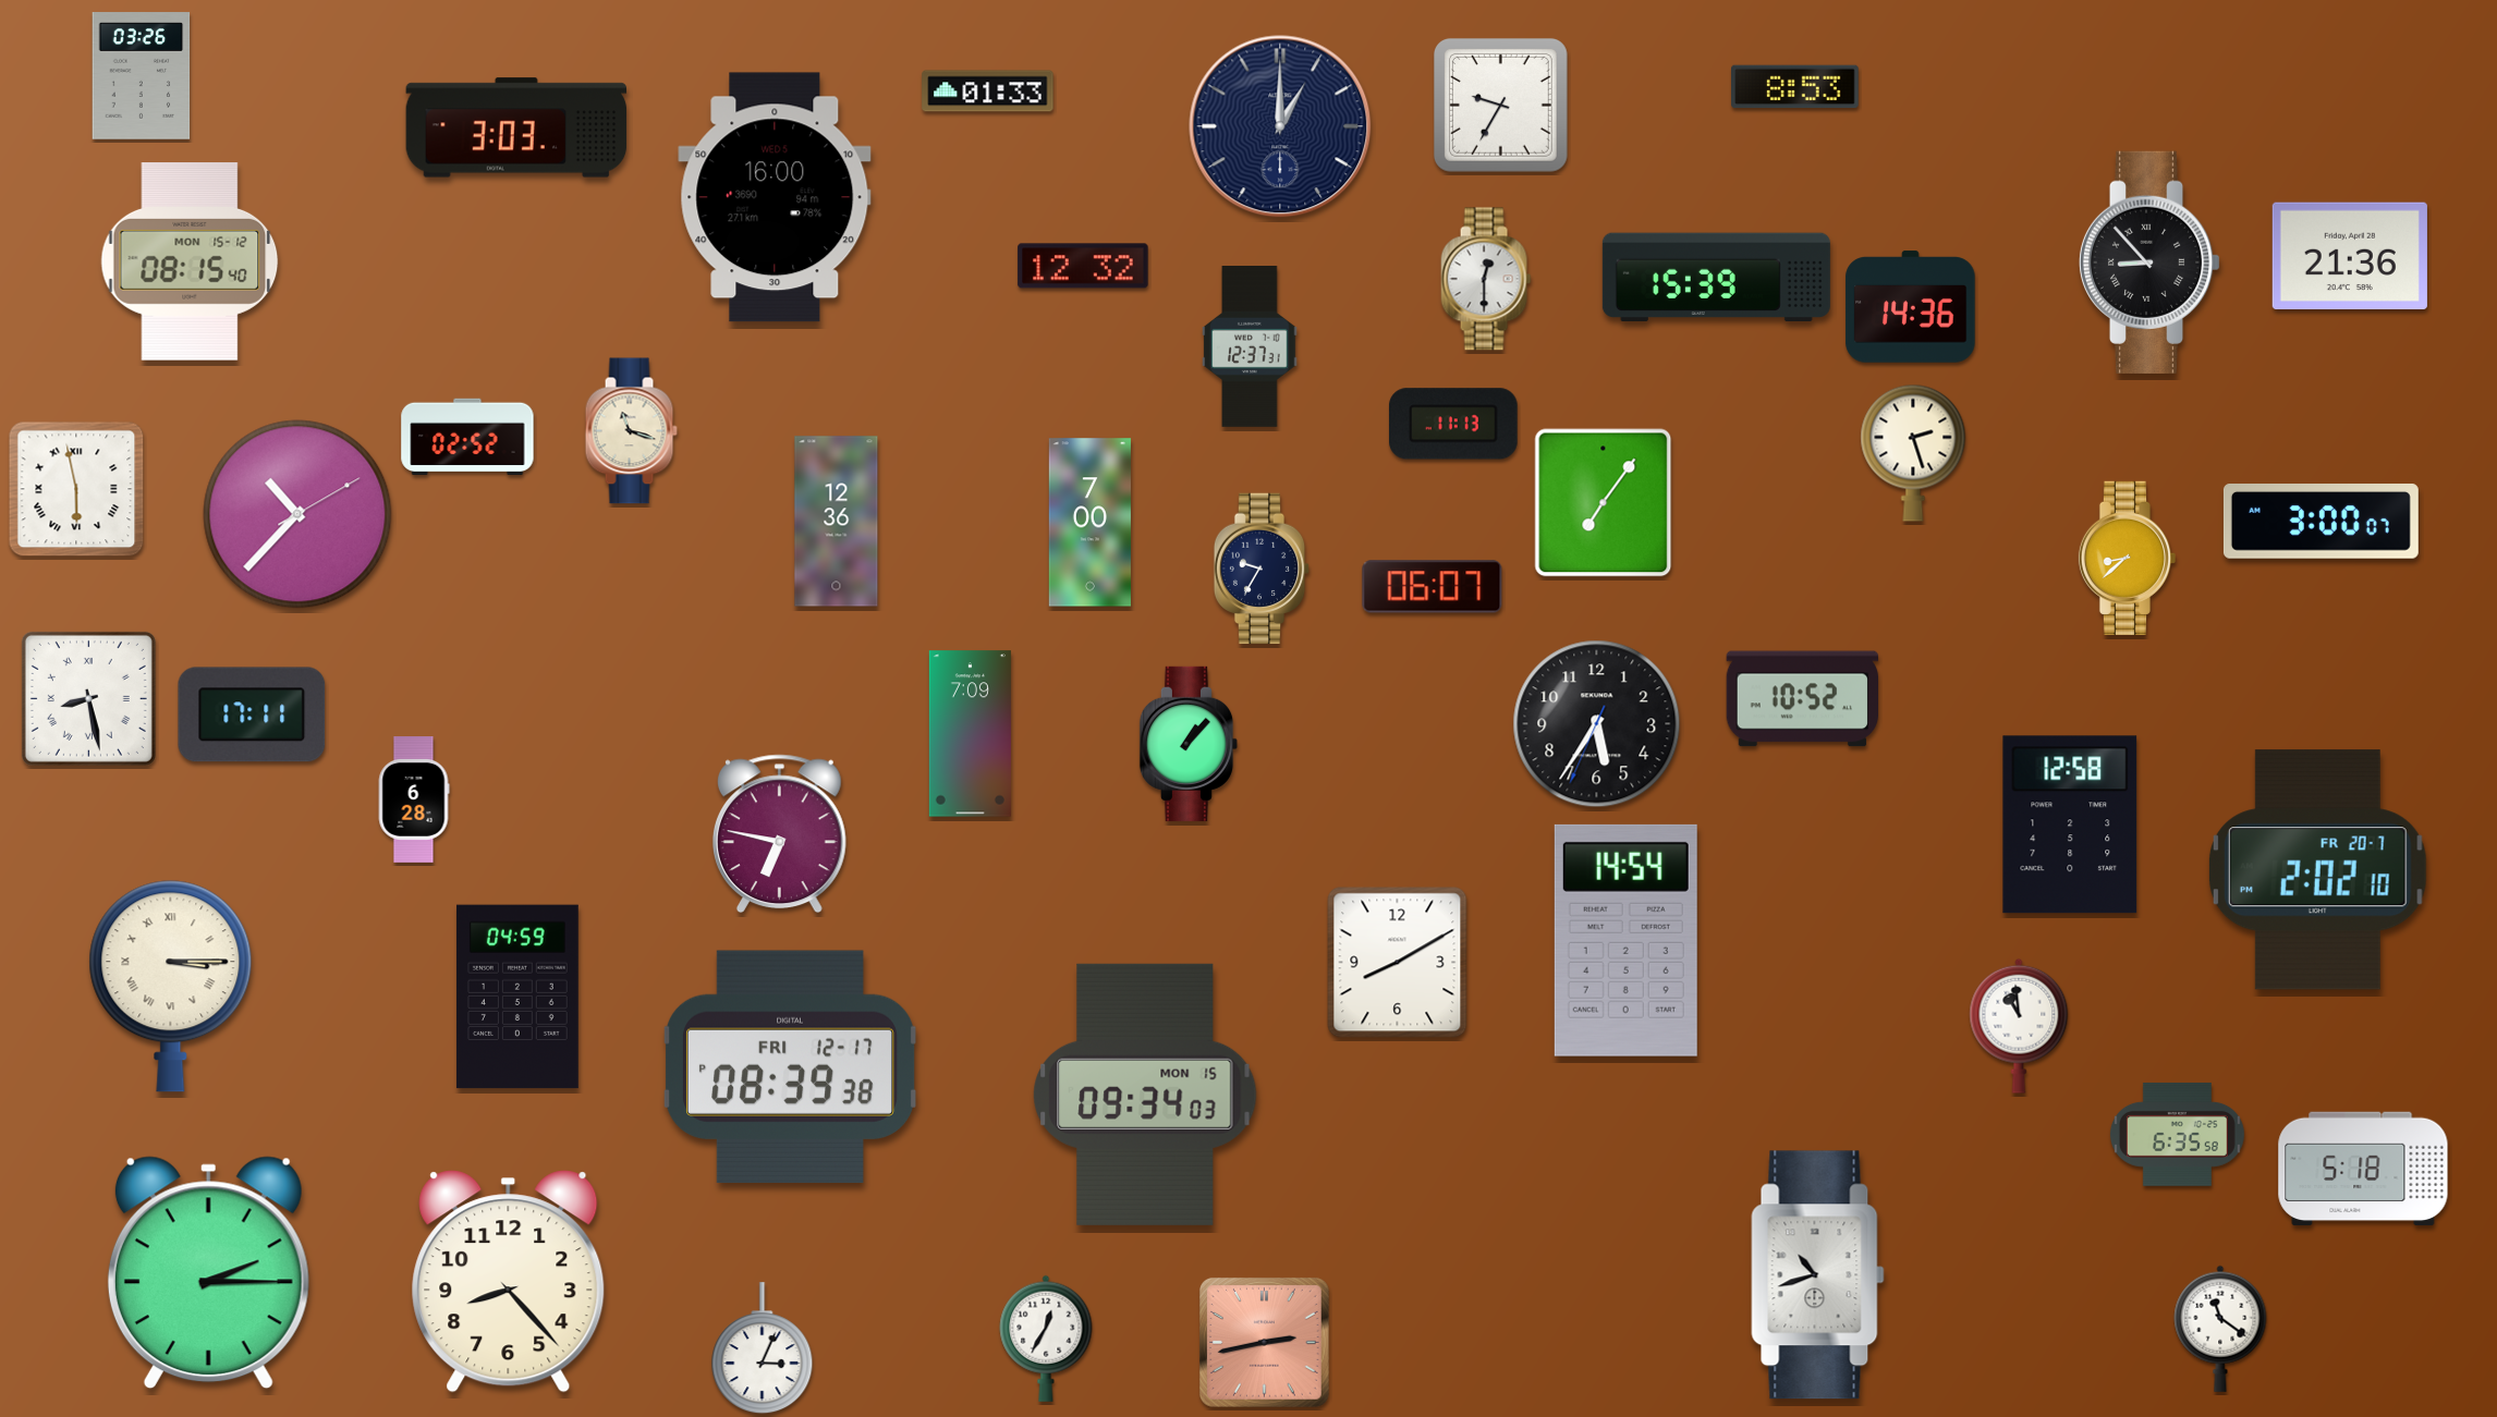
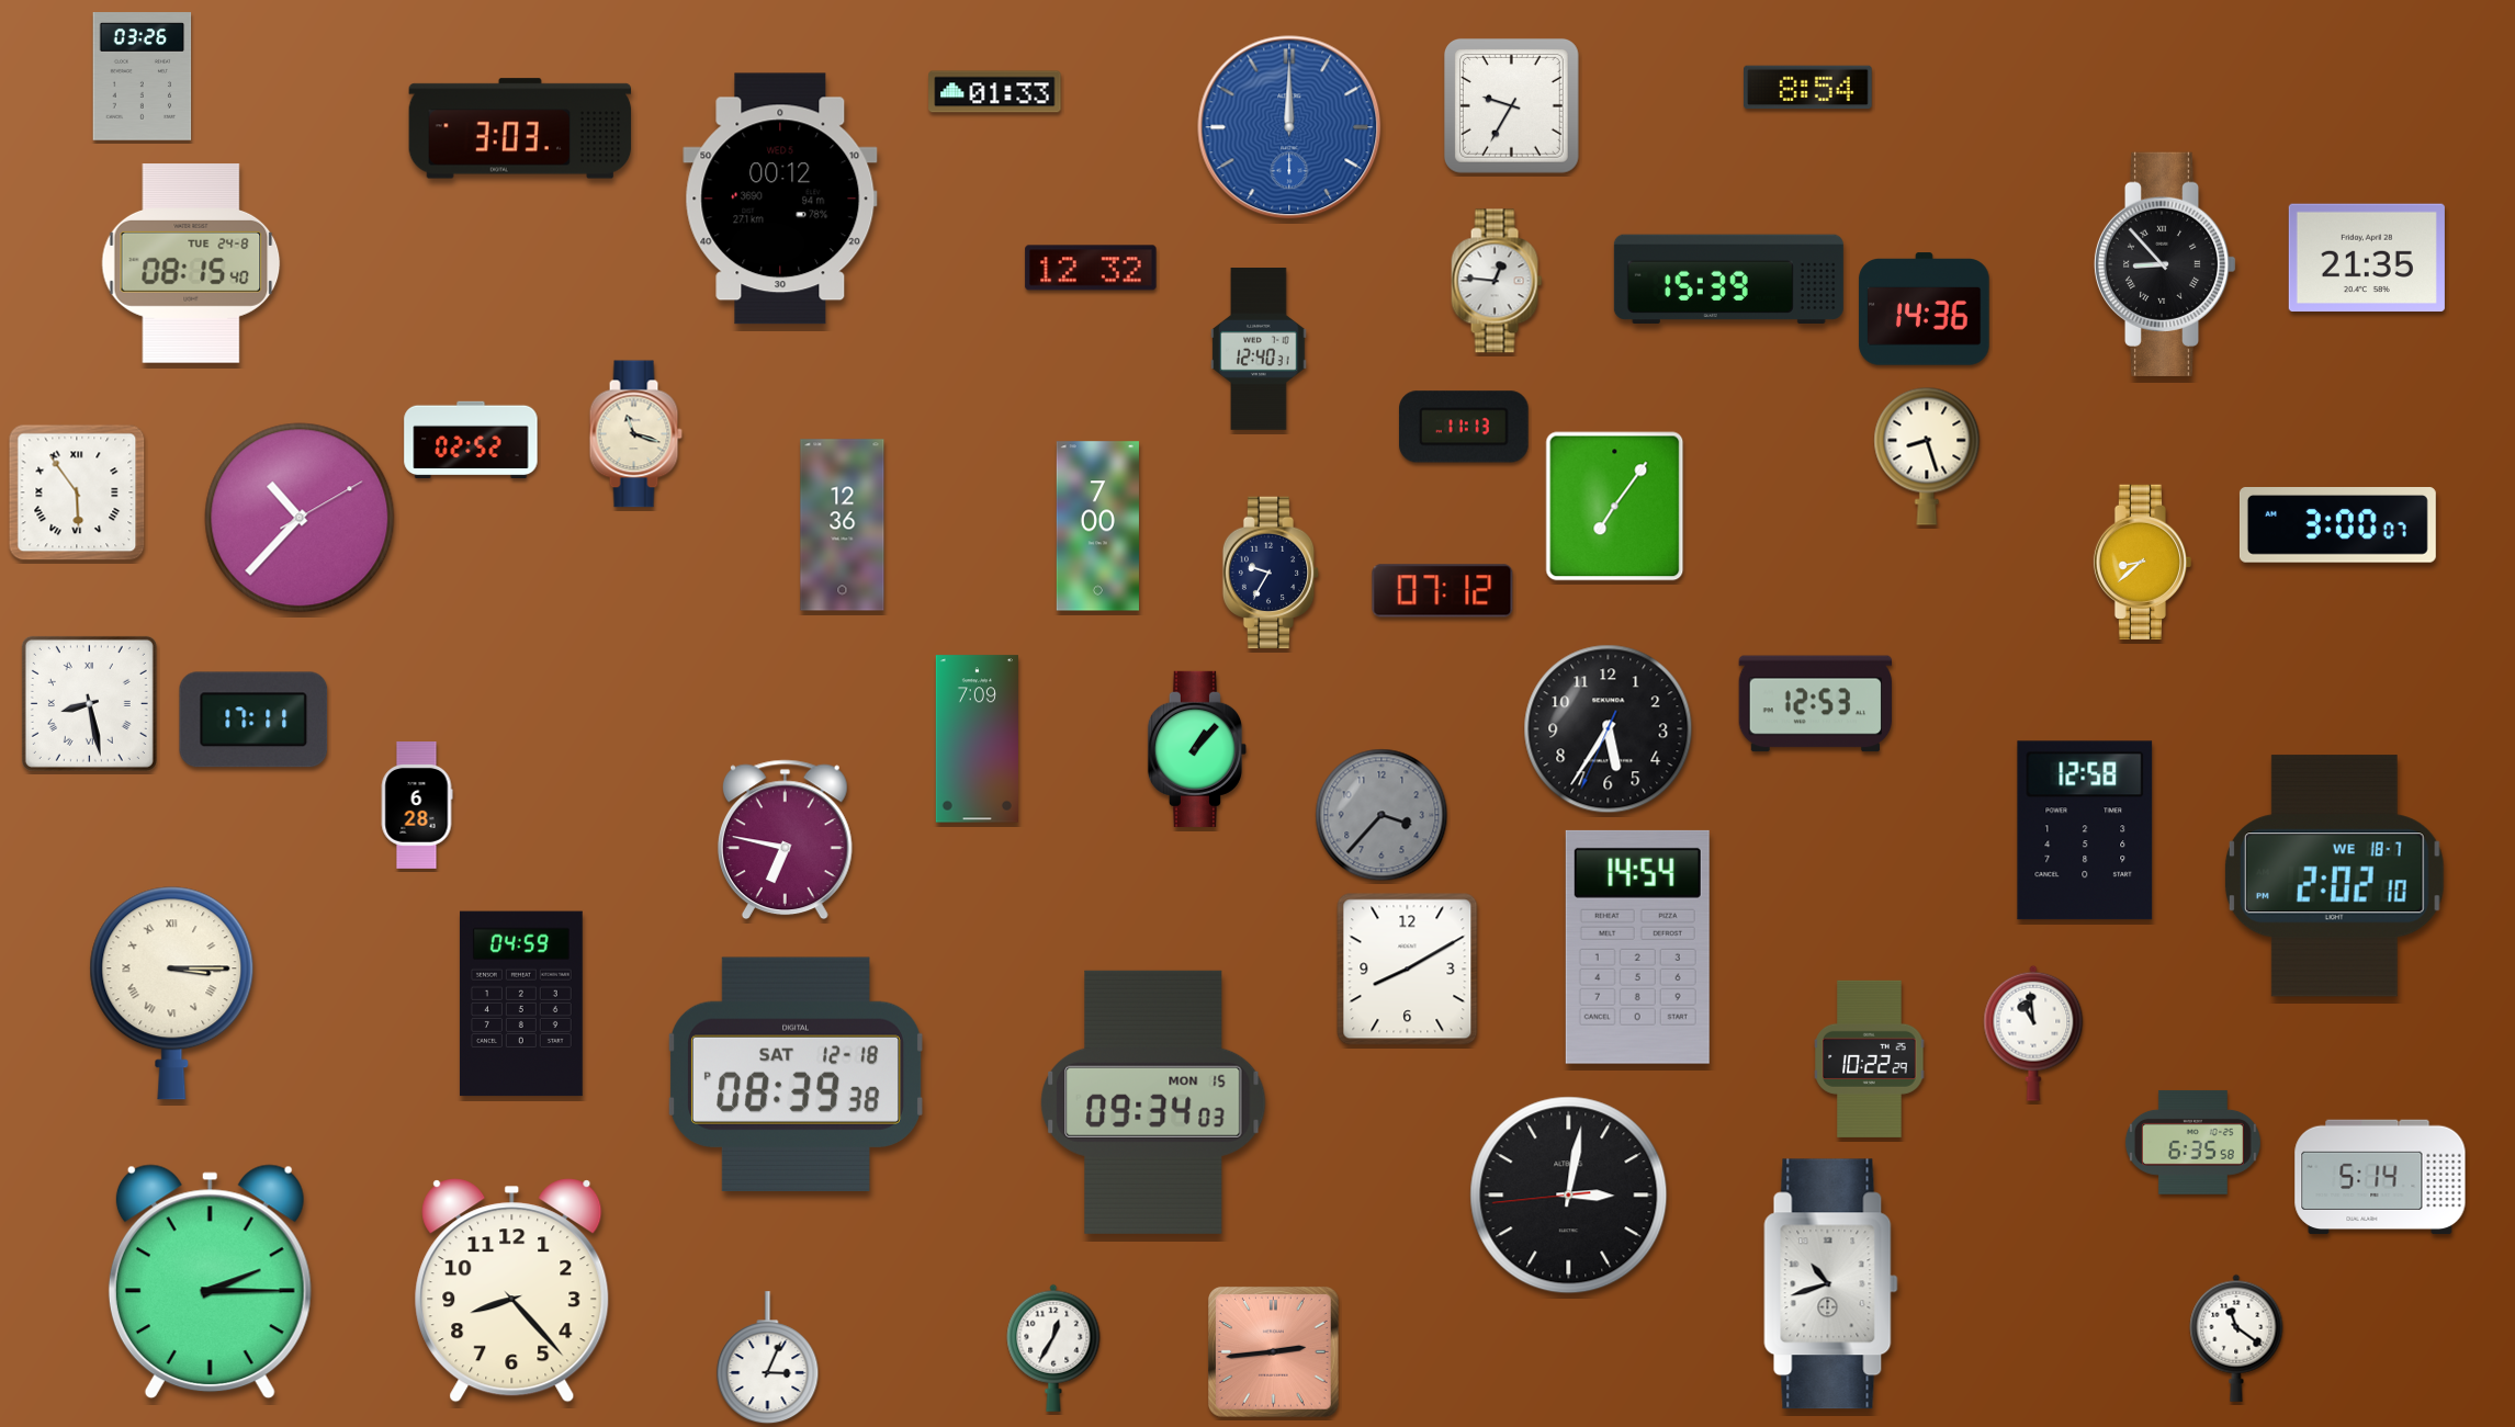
clock at (1795, 87): 8:53 -> 8:54
clock at (1280, 126): 1:00 -> 12:00
clock at (1280, 126) dial: navy -> blue
clock at (775, 197): 16:00 -> 00:12
clock at (2350, 255): 21:36 -> 21:35
clock at (190, 262) date: MON 15-12 -> TUE 24-8
clock at (1486, 279): 12:30 -> 12:46
clock at (1250, 347): 12:37 -> 12:40
clock at (1913, 453): 2:27 -> 8:27
clock at (76, 489): 5:58 -> 5:54
clock at (1433, 587): 06:07 -> 07:12
clock at (1802, 699): 10:52 -> 12:53
clock at (1381, 815): none -> 3:37
clock at (2317, 870) date: FR 20-7 -> WE 18-7
clock at (1870, 1058): none -> 10:22
clock at (789, 1066) date: FRI 12-17 -> SAT 12-18
clock at (2363, 1169): 5:18 -> 5:14
clock at (1569, 1196): none -> 3:01
clock at (1264, 1342): 2:43 -> 2:44
